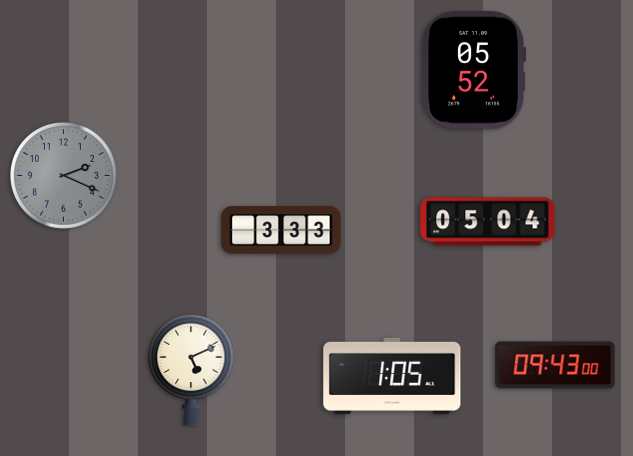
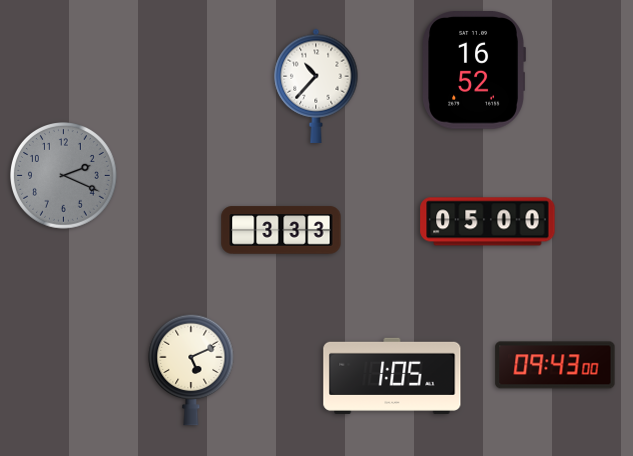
clock at (474, 71): 05:52 -> 16:52
clock at (316, 86): none -> 10:37
clock at (488, 222): 05:04 -> 05:00
